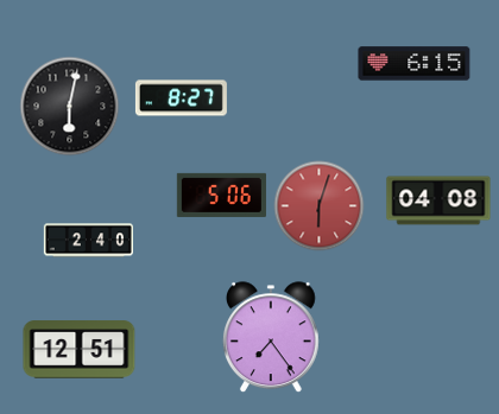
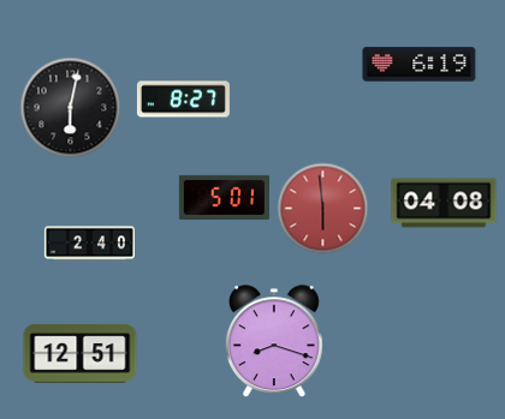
clock at (415, 64): 6:15 -> 6:19
clock at (221, 195): 5:06 -> 5:01
clock at (320, 206): 6:03 -> 5:59
clock at (271, 338): 7:24 -> 8:18
